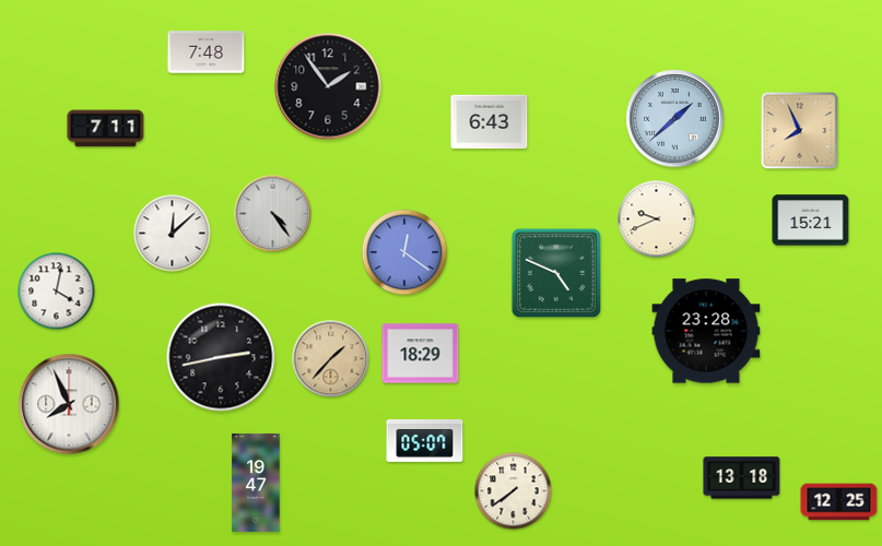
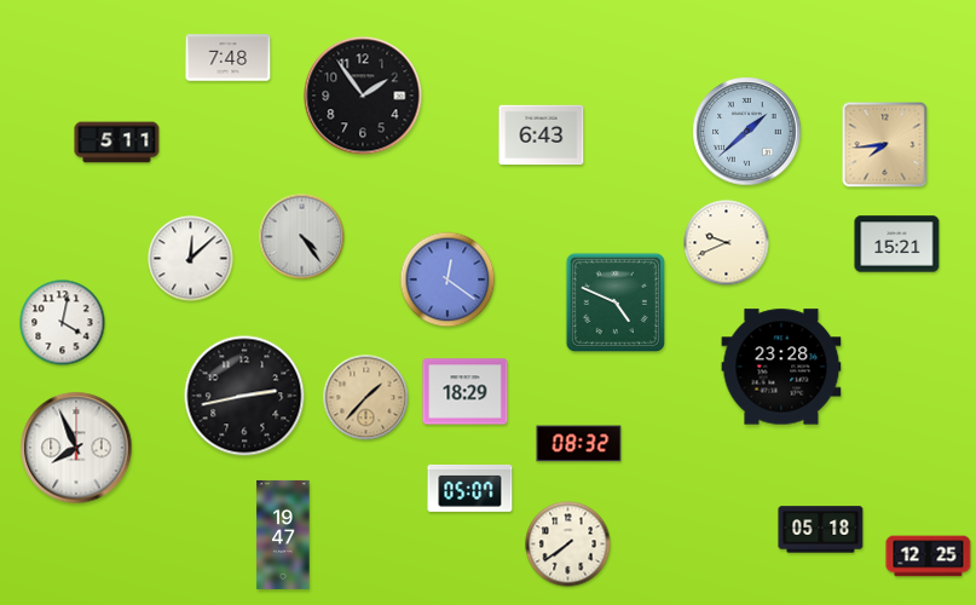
clock at (106, 129): 7:11 -> 5:11
clock at (800, 131): 7:56 -> 7:44
clock at (579, 444): none -> 08:32
clock at (742, 478): 13:18 -> 05:18
